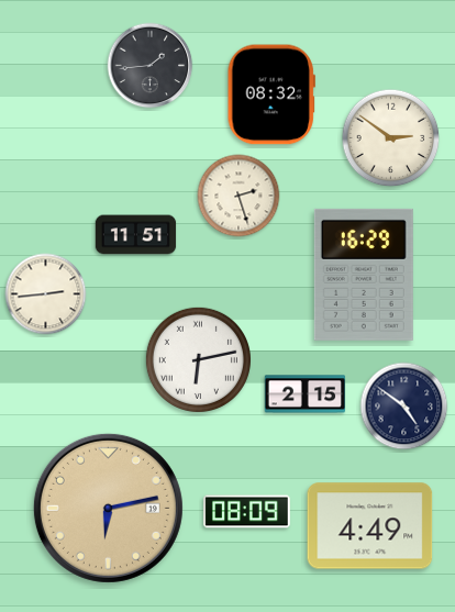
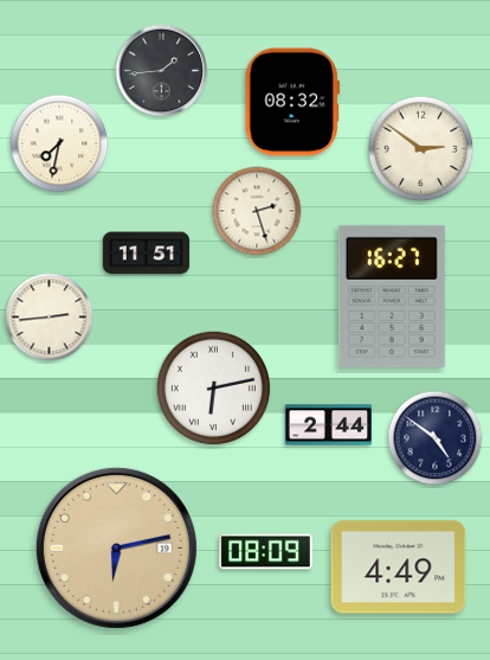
clock at (59, 143): none -> 7:32
clock at (364, 275): 16:29 -> 16:27
clock at (306, 394): 2:15 -> 2:44
